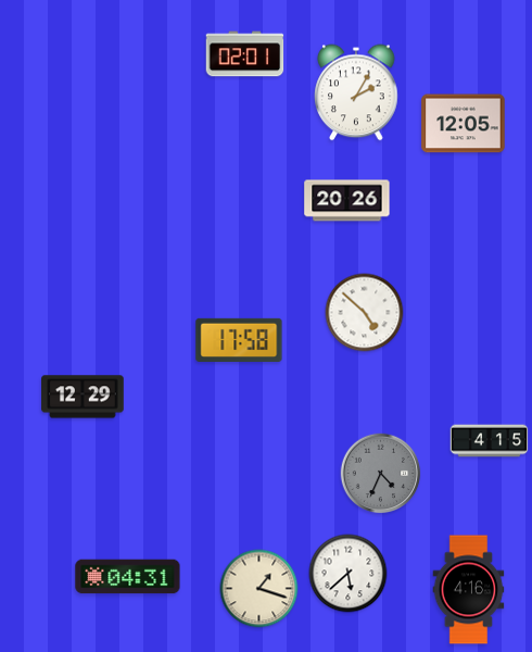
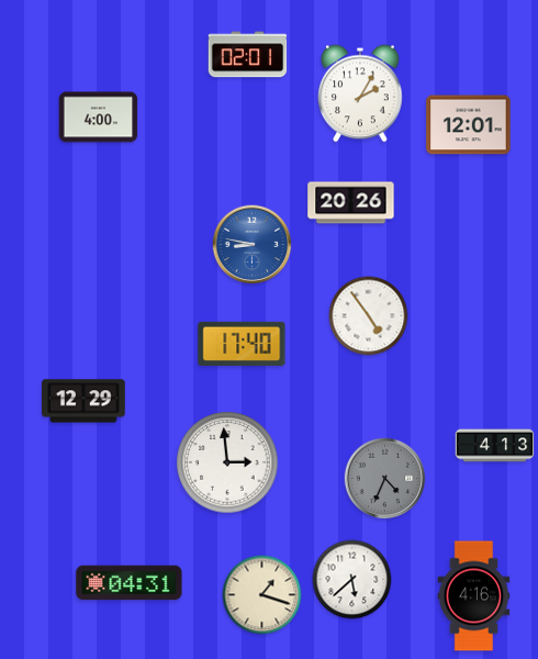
clock at (99, 118): none -> 4:00
clock at (464, 124): 12:05 -> 12:01
clock at (253, 245): none -> 8:47
clock at (365, 313): 4:52 -> 4:54
clock at (239, 340): 17:58 -> 17:40
clock at (490, 441): 4:15 -> 4:13
clock at (227, 462): none -> 2:59
